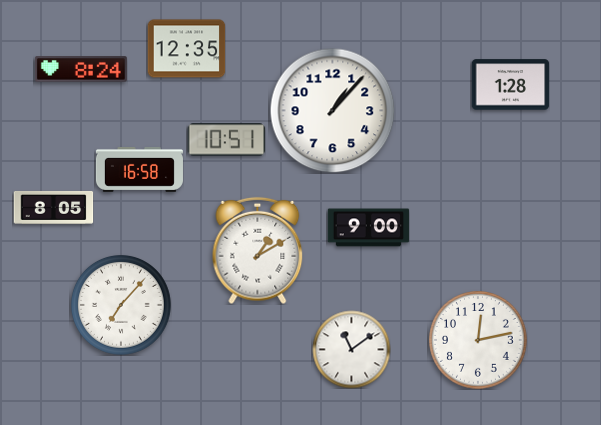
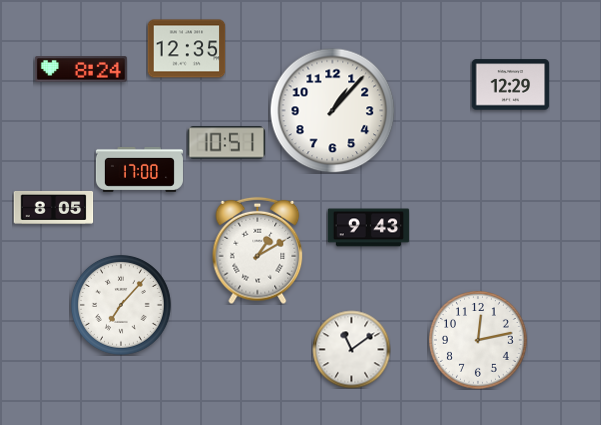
clock at (510, 85): 1:28 -> 12:29
clock at (226, 140) position: (226, 140) -> (226, 143)
clock at (139, 169): 16:58 -> 17:00
clock at (368, 228): 9:00 -> 9:43
